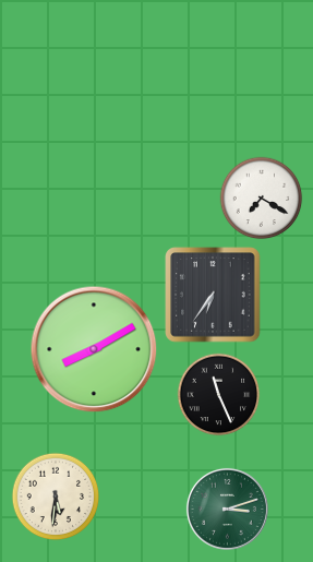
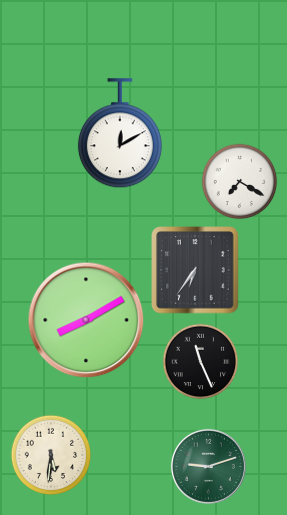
clock at (120, 134): none -> 12:10
clock at (227, 509): 3:12 -> 9:12
